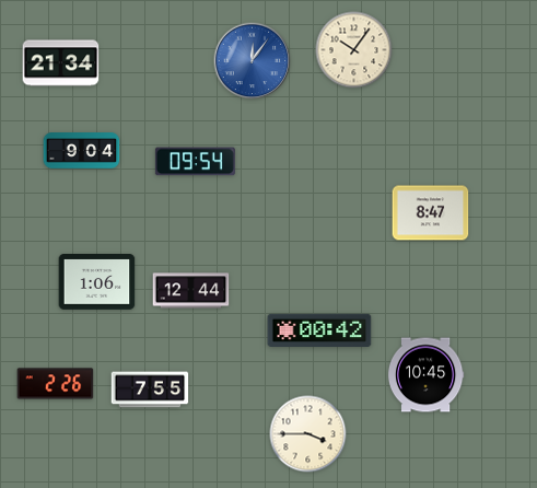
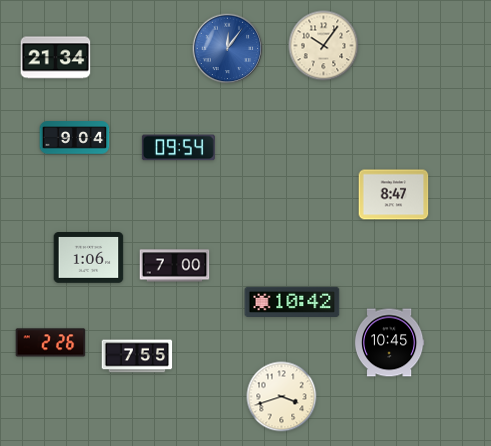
clock at (253, 61) position: (253, 61) -> (228, 49)
clock at (191, 291): 12:44 -> 7:00
clock at (319, 329): 00:42 -> 10:42
clock at (56, 384) position: (56, 384) -> (51, 343)
clock at (308, 434): 3:45 -> 3:42
